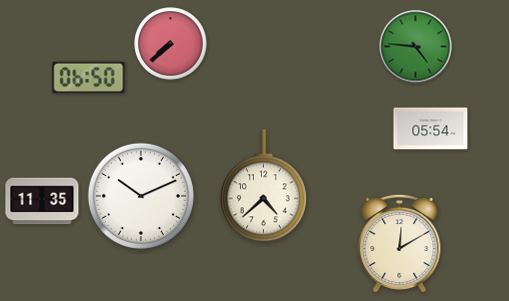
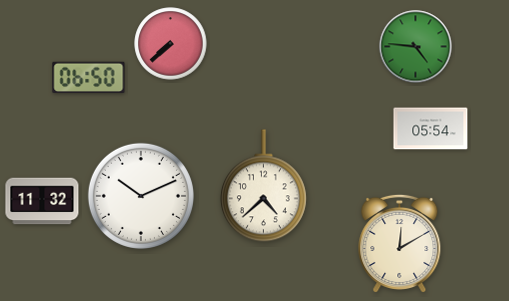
clock at (42, 201): 11:35 -> 11:32
